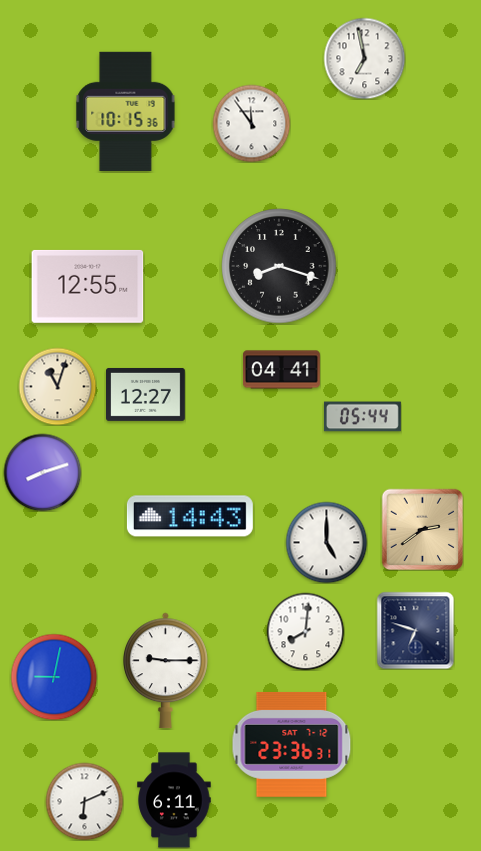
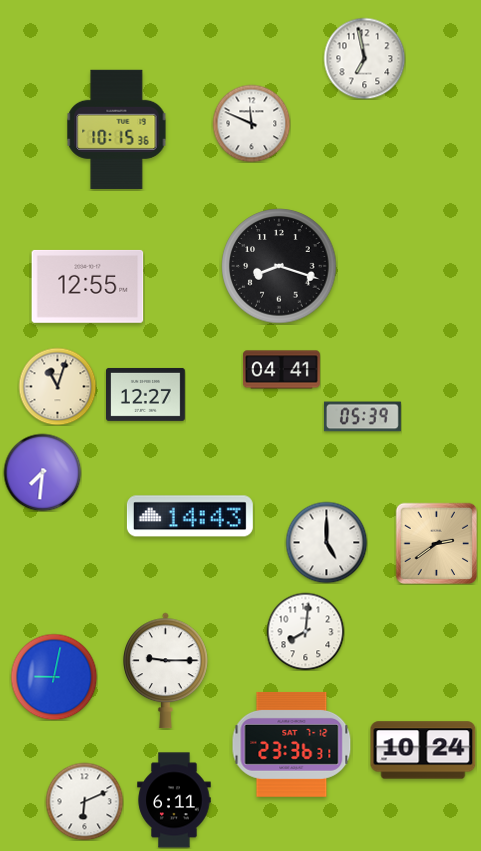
clock at (126, 111) position: (126, 111) -> (117, 129)
clock at (251, 123): 11:54 -> 11:49
clock at (362, 417): 05:44 -> 05:39
clock at (42, 472): 8:12 -> 7:31
clock at (422, 529) position: (422, 529) -> (436, 543)
clock at (415, 630): 6:48 -> none
clock at (423, 750): none -> 10:24
